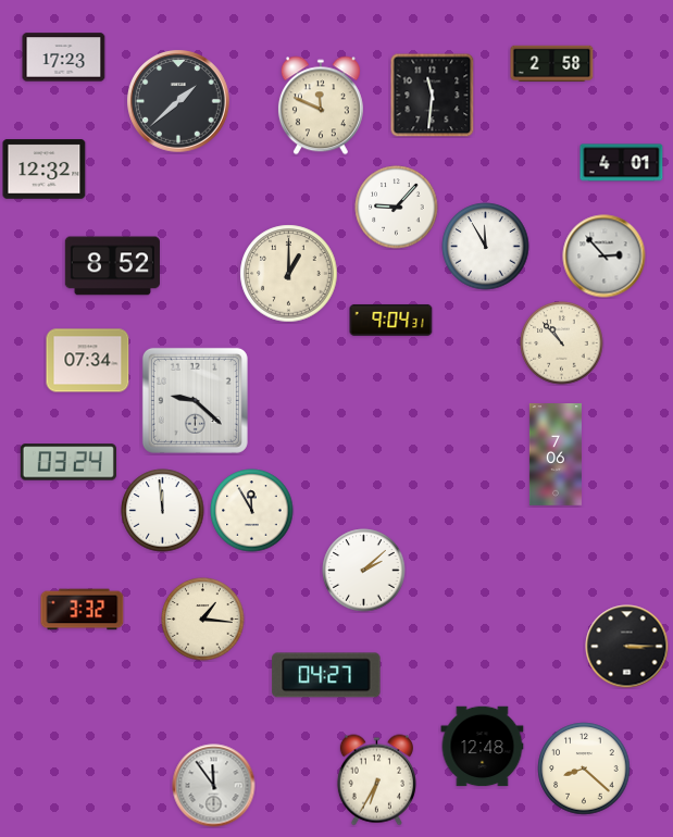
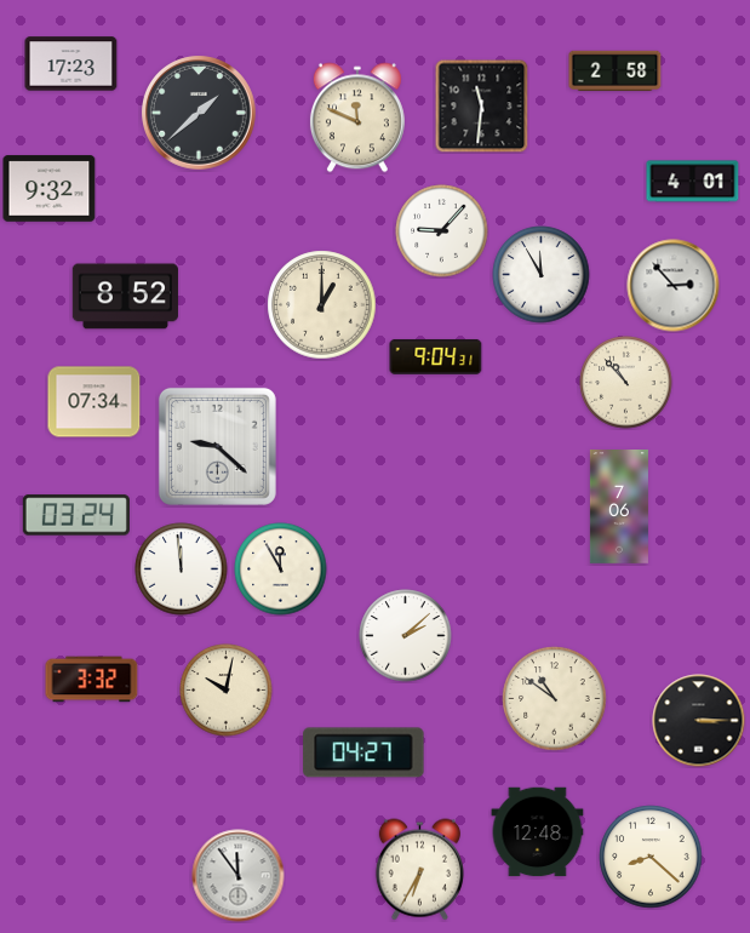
clock at (45, 170): 12:32 -> 9:32
clock at (88, 361) position: (88, 361) -> (95, 402)
clock at (203, 620): 1:16 -> 10:02
clock at (555, 699): none -> 10:51
